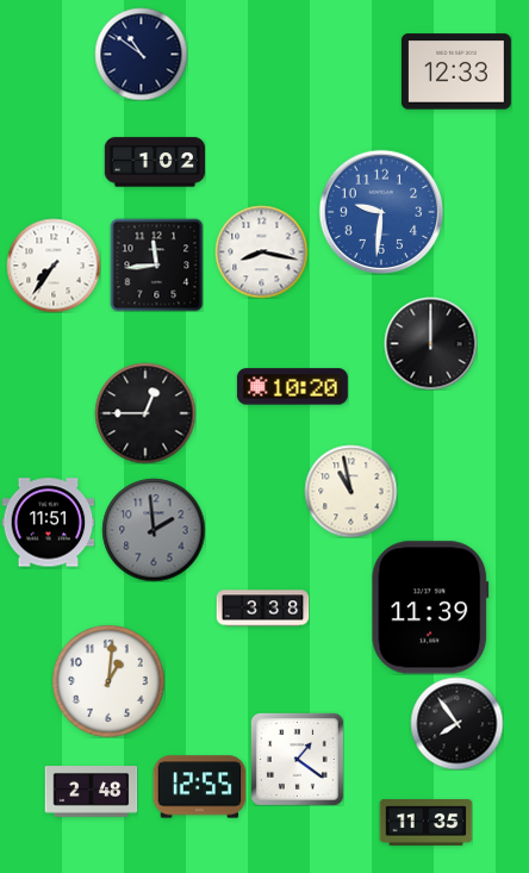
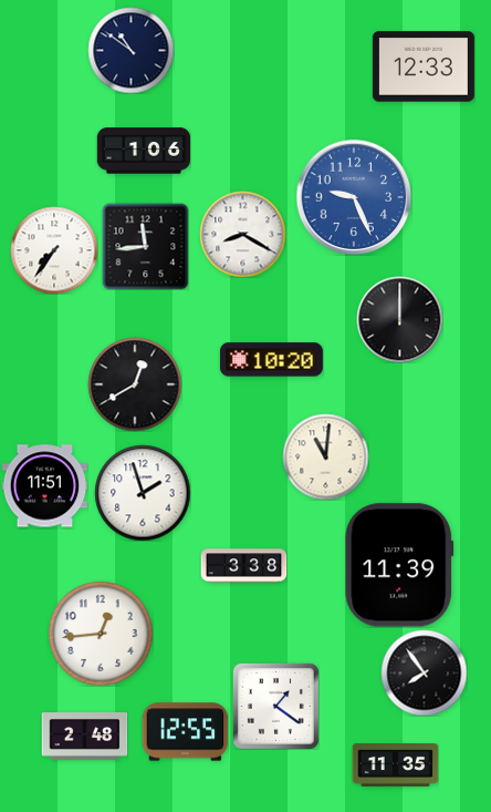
clock at (154, 162): 1:02 -> 1:06
clock at (381, 212): 9:31 -> 9:26
clock at (261, 251): 8:17 -> 8:20
clock at (54, 266) position: (54, 266) -> (54, 250)
clock at (145, 413): 12:45 -> 12:40
clock at (350, 491): 10:58 -> 11:01
clock at (154, 530): 1:59 -> 1:57
clock at (154, 530) dial: grey -> white
clock at (108, 681): 1:01 -> 12:44
